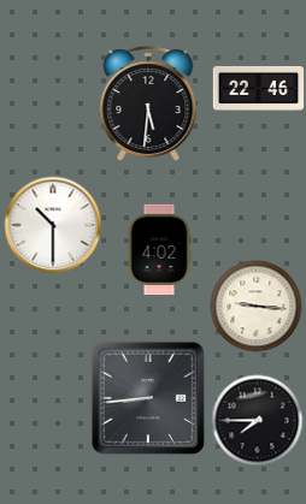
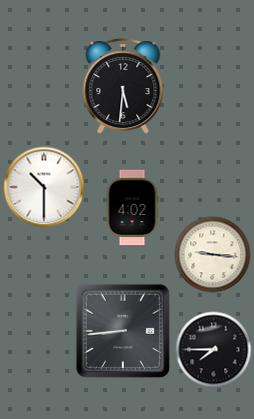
clock at (259, 88): 22:46 -> none
